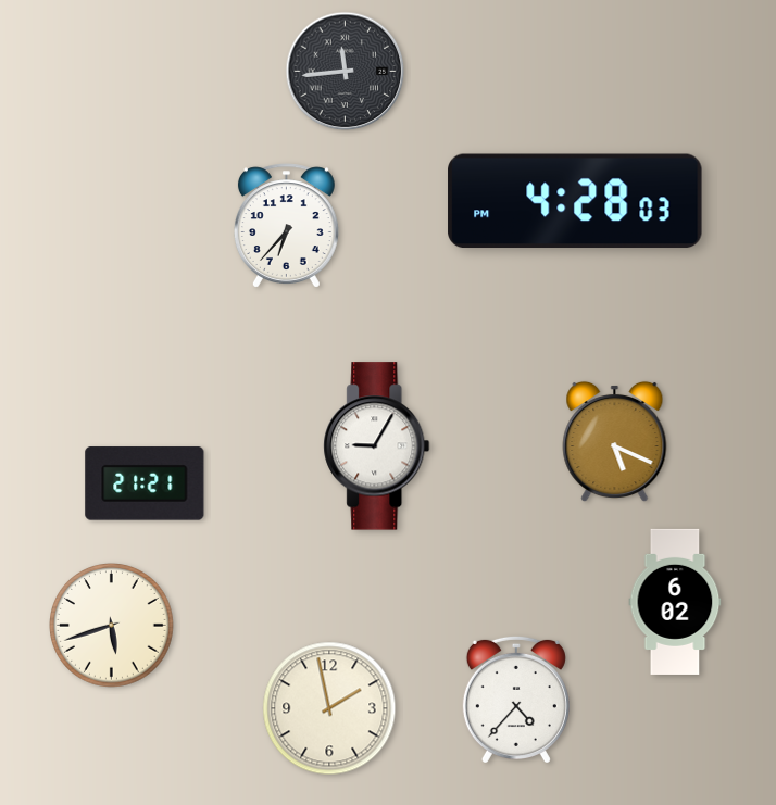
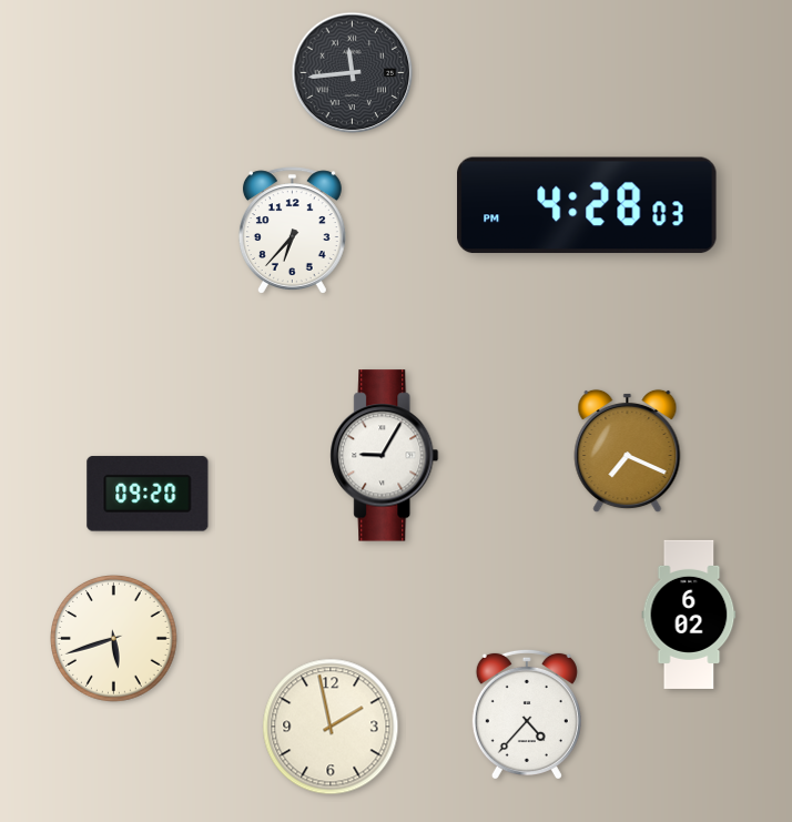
clock at (615, 442): 5:19 -> 7:19
clock at (145, 483): 21:21 -> 09:20
clock at (329, 708) position: (329, 708) -> (331, 727)
